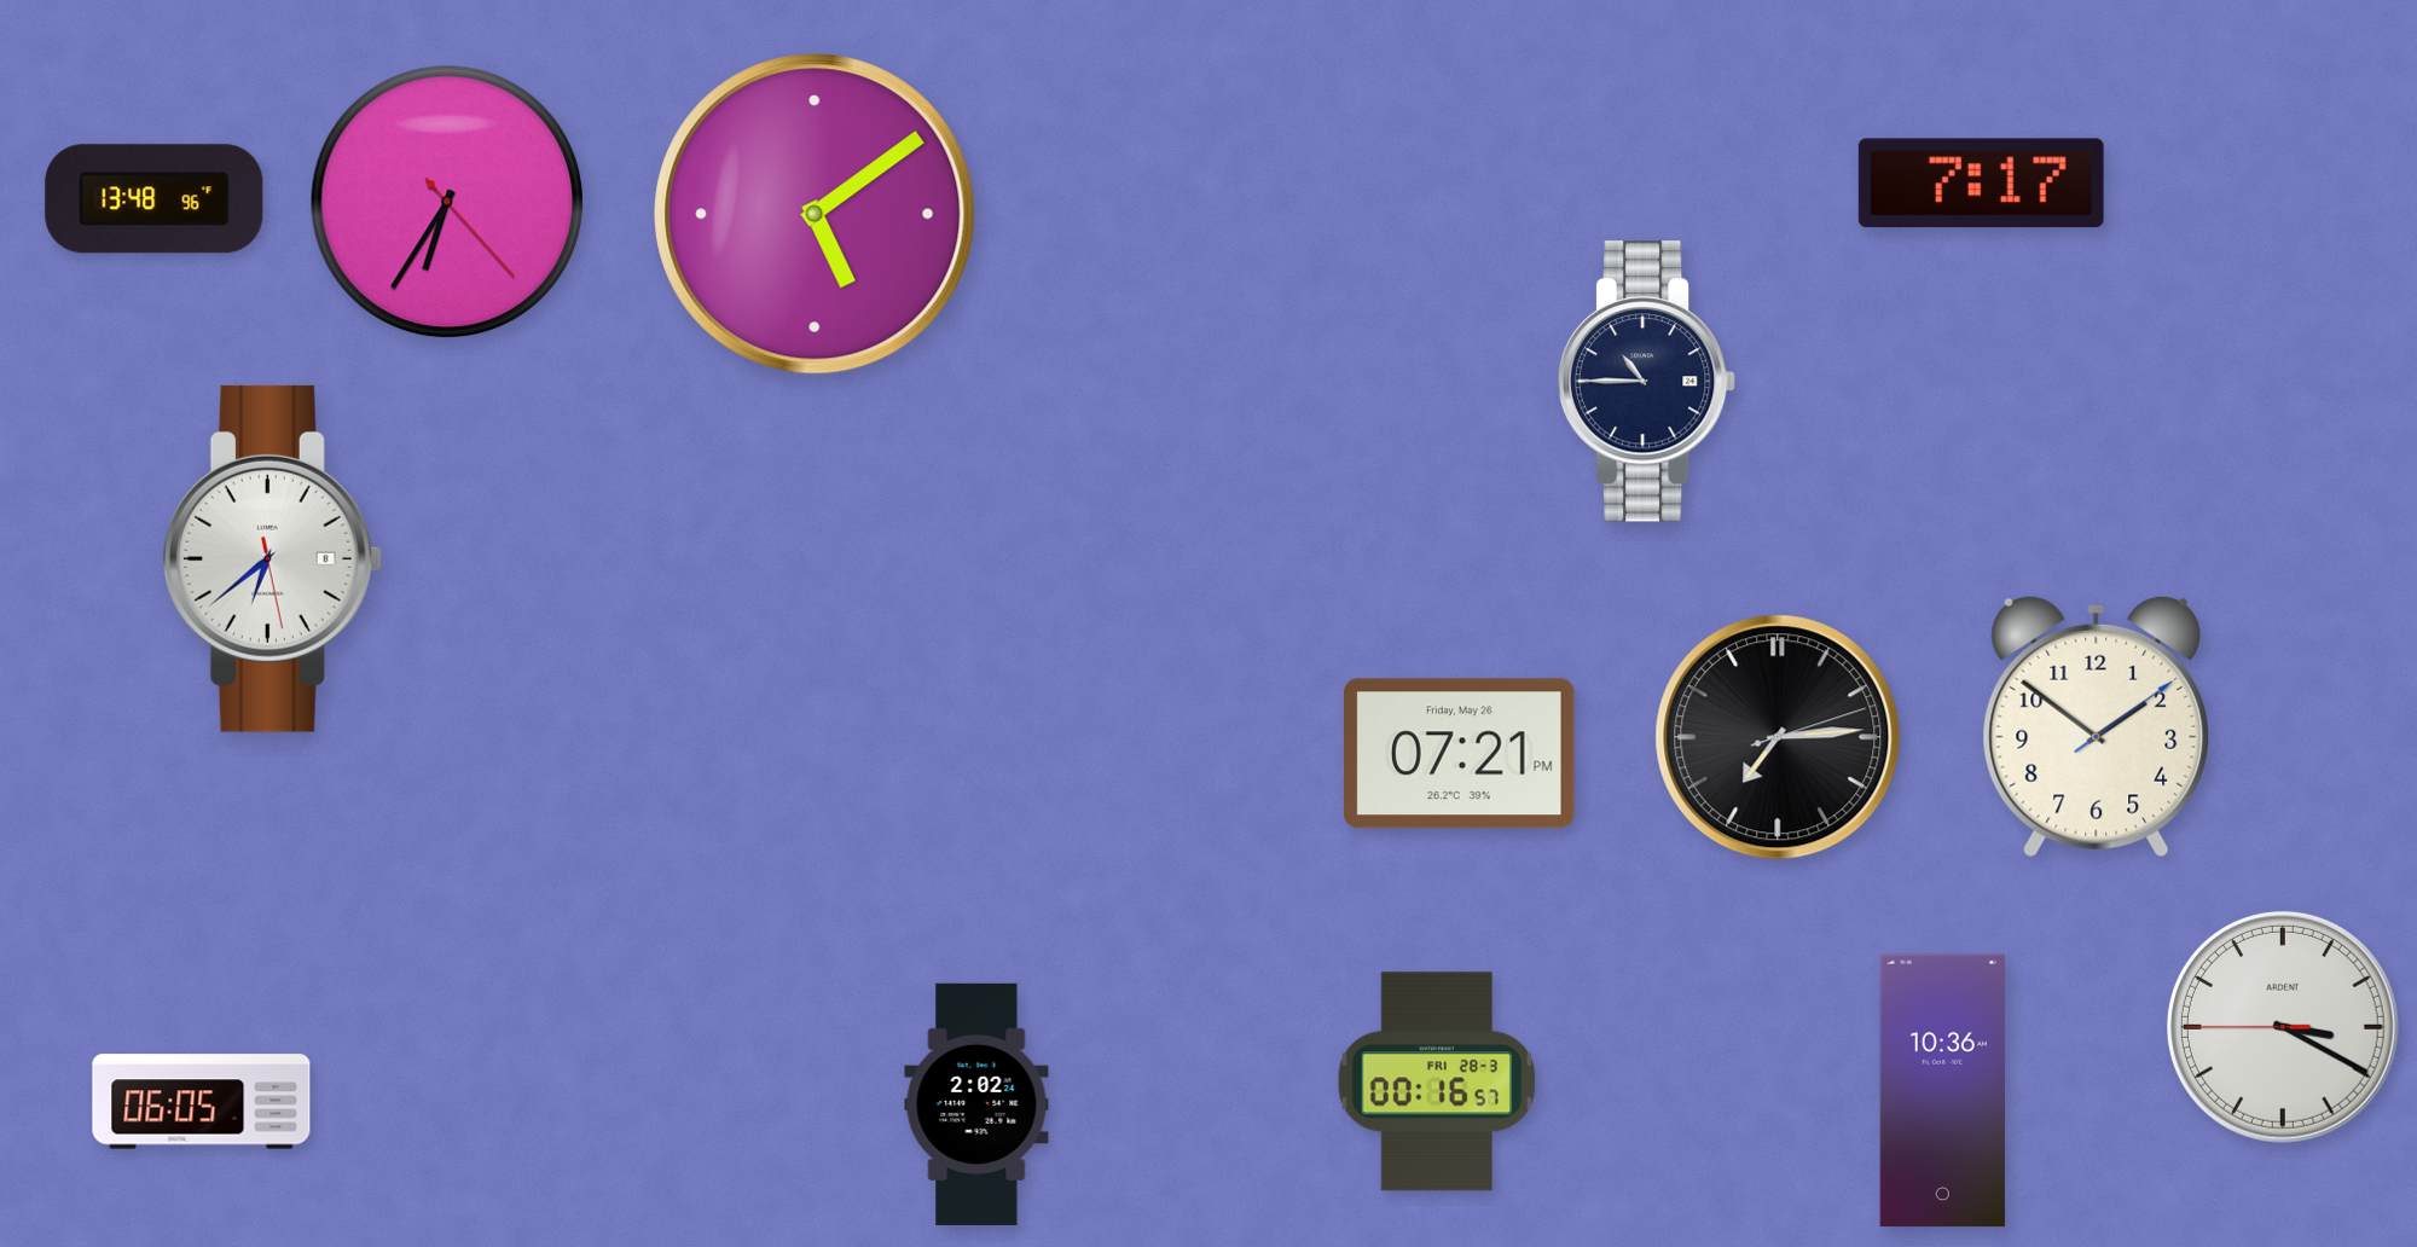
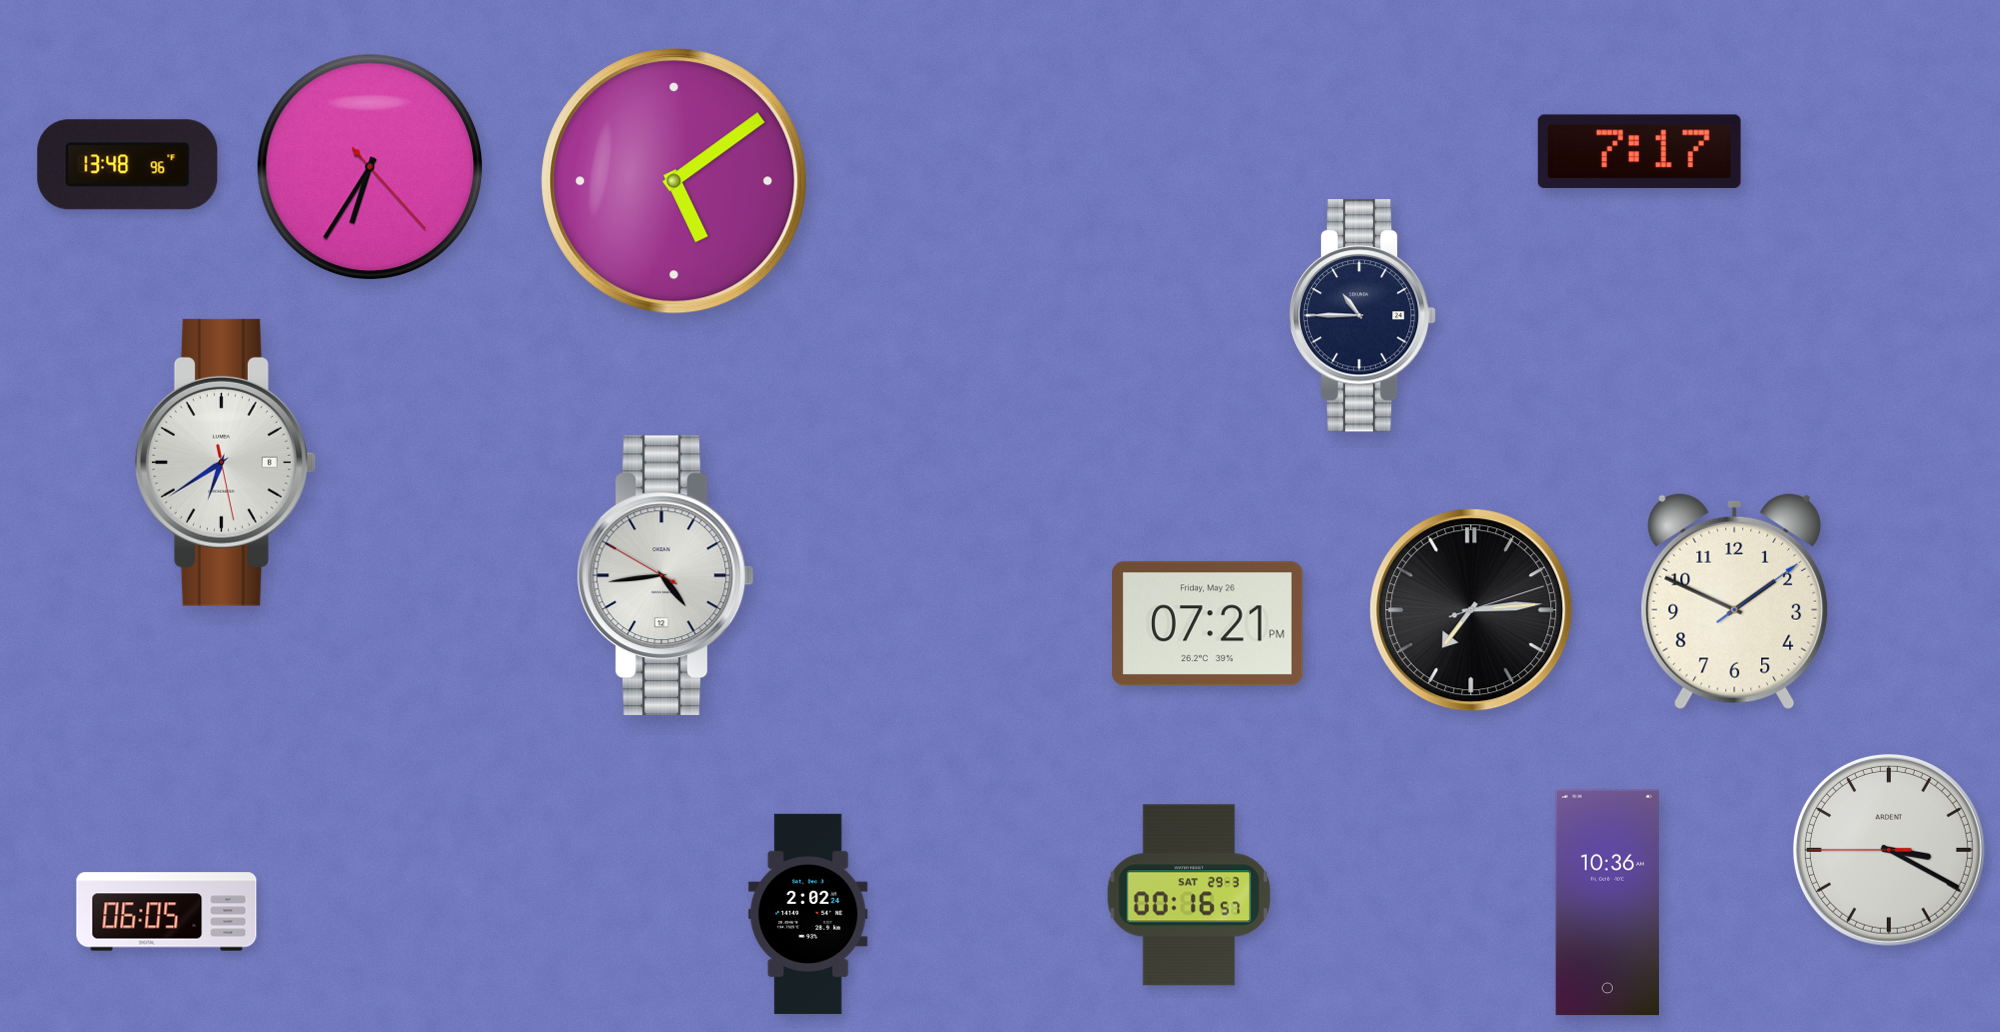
clock at (815, 214) position: (815, 214) -> (674, 181)
clock at (272, 558): 6:38 -> 6:39
clock at (665, 576): none -> 4:43
clock at (2097, 726): 1:51 -> 1:49
clock at (1437, 1081) date: FRI 28-3 -> SAT 29-3
